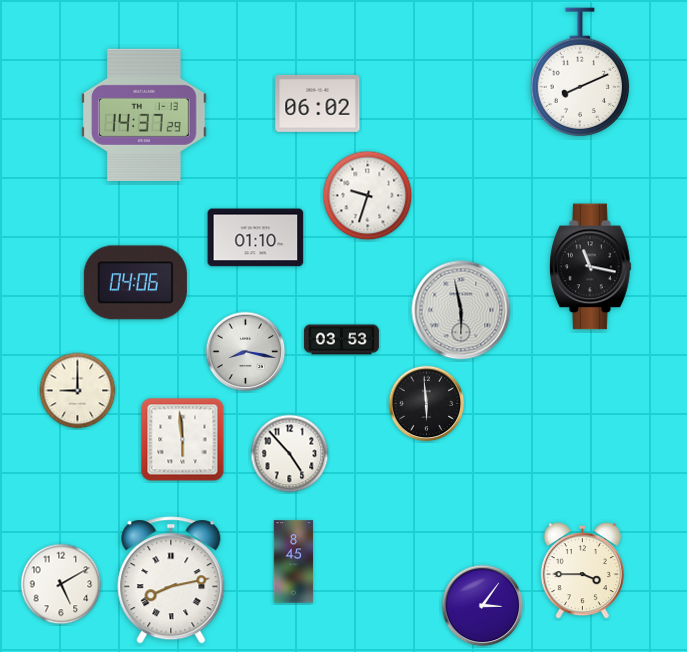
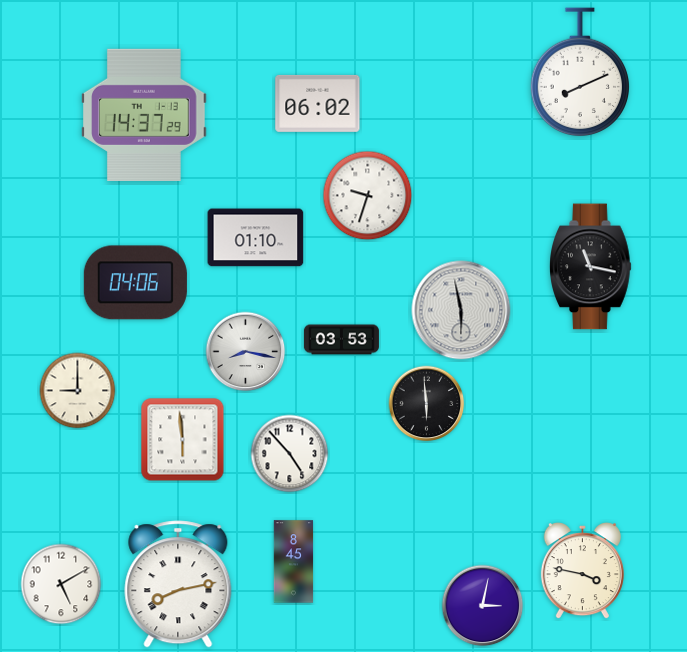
clock at (582, 571): 3:45 -> 3:47
clock at (171, 580) position: (171, 580) -> (178, 584)
clock at (483, 606): 3:06 -> 3:02
